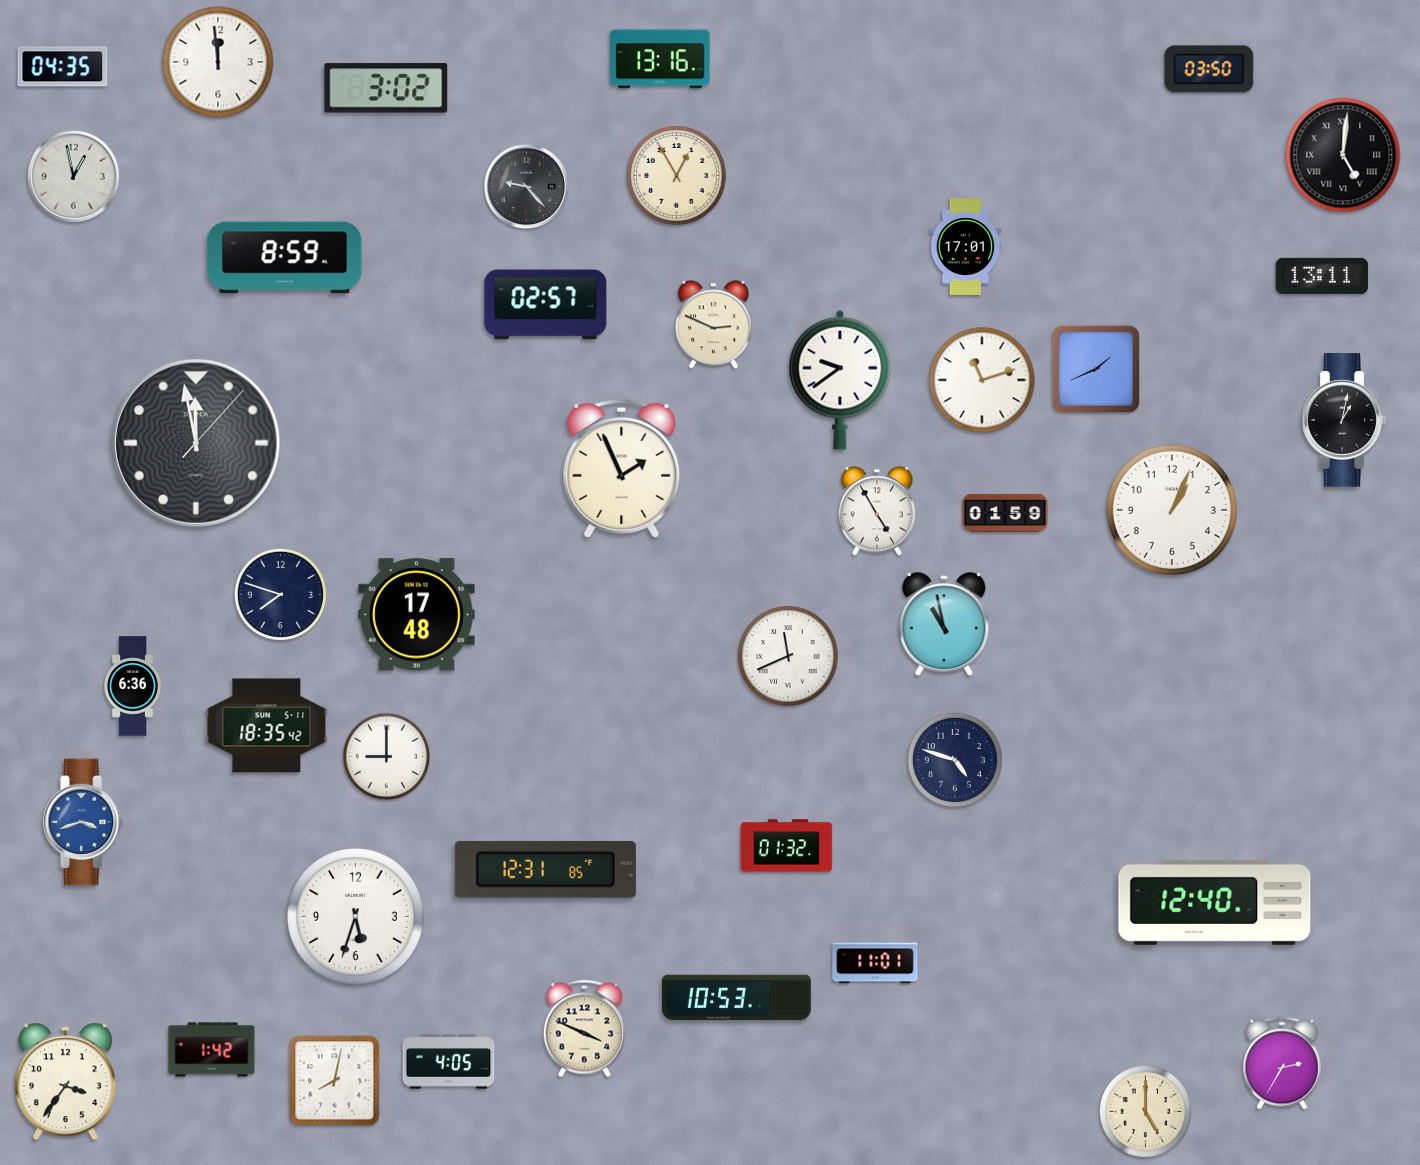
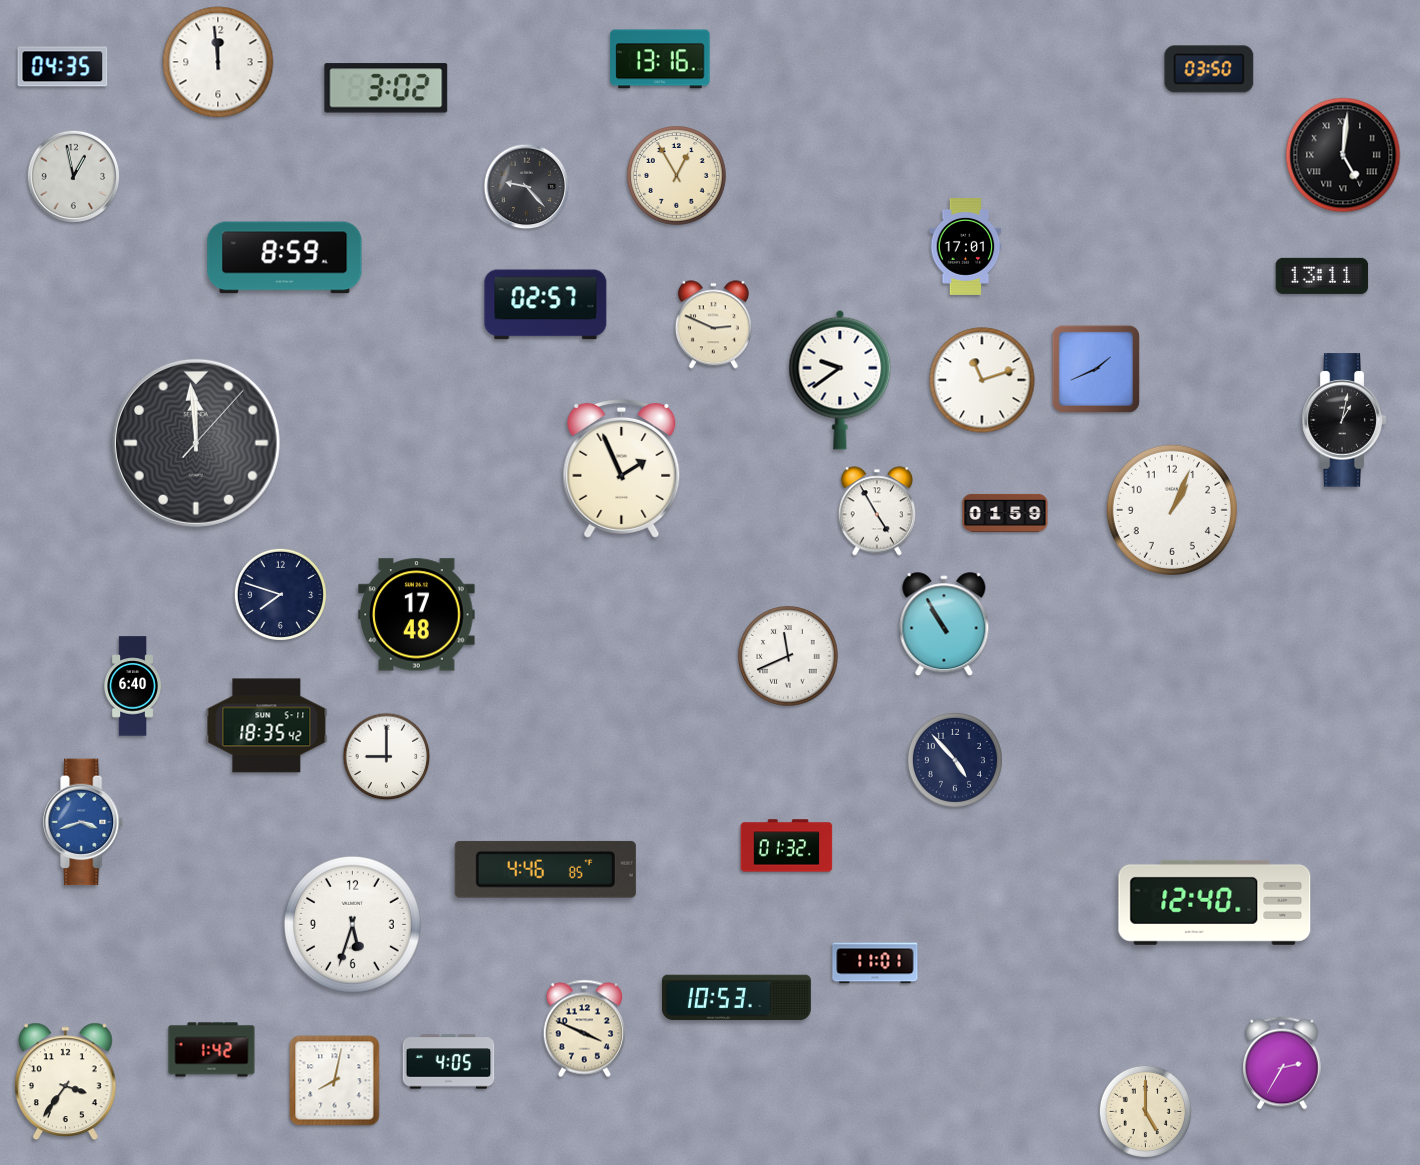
clock at (196, 443): 11:58 -> 11:59
clock at (944, 625): 10:58 -> 10:55
clock at (133, 686): 6:36 -> 6:40
clock at (955, 760): 4:48 -> 4:53
clock at (545, 869): 12:31 -> 4:46
clock at (355, 916) position: (355, 916) -> (352, 924)
